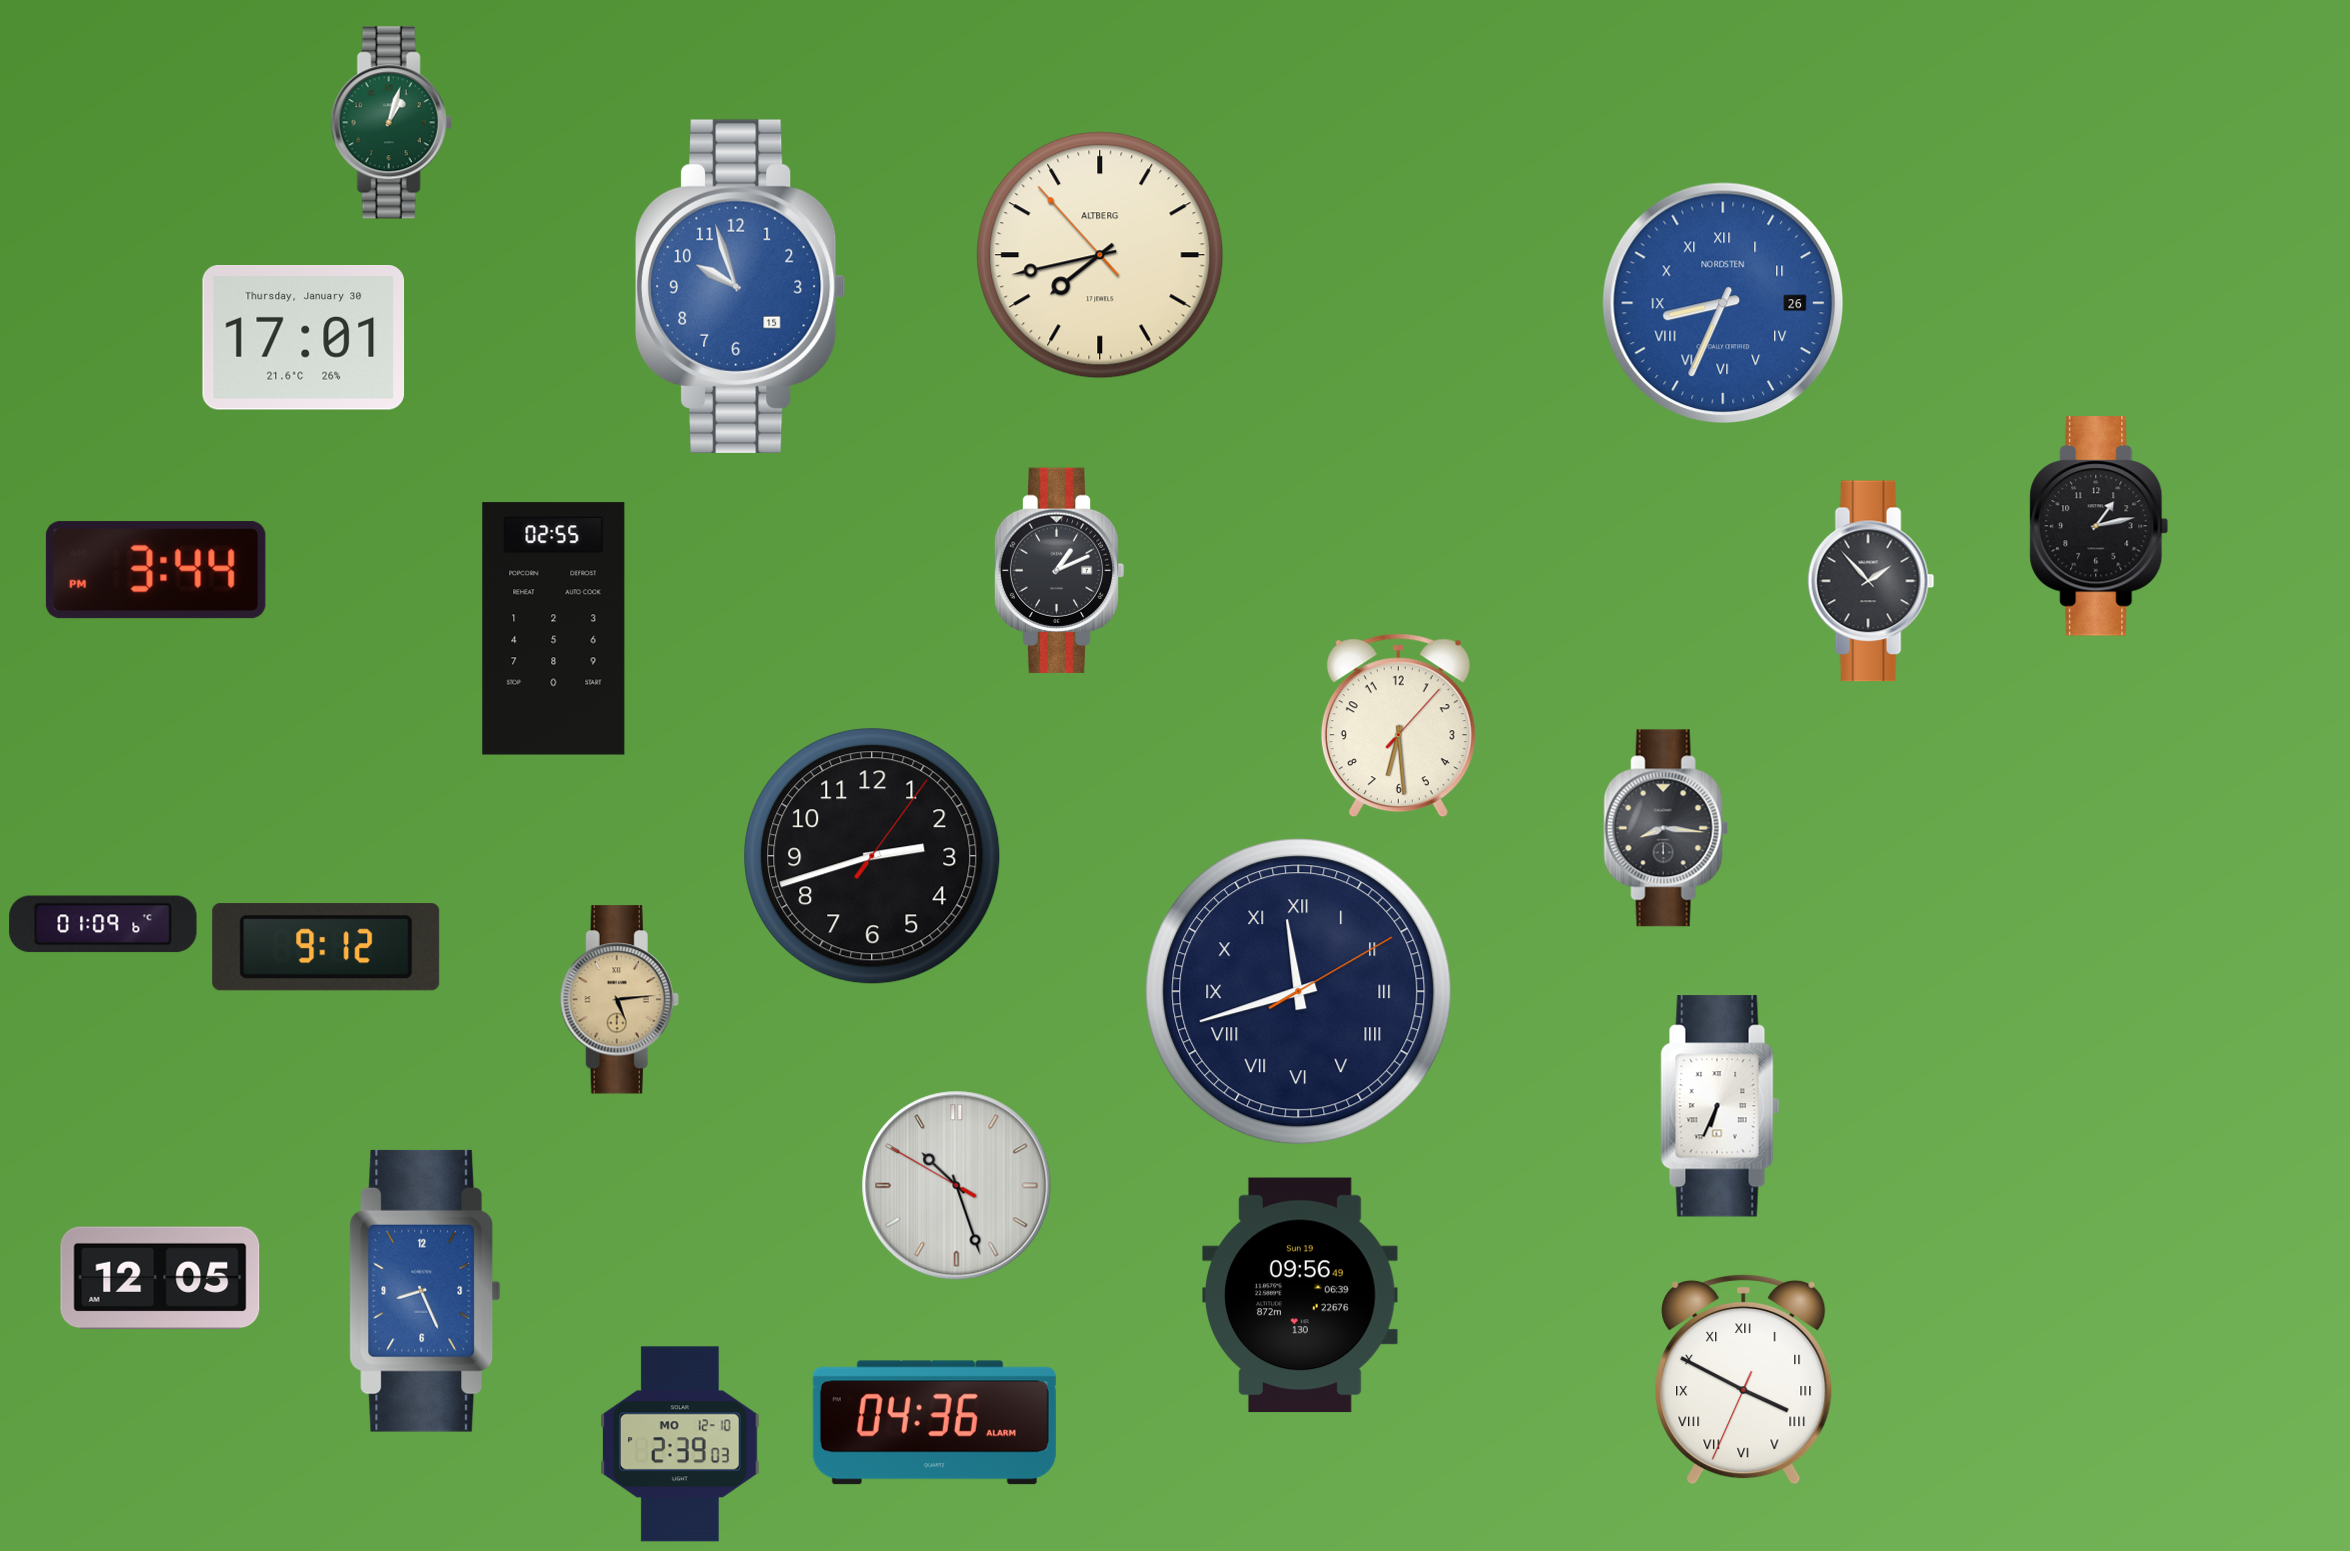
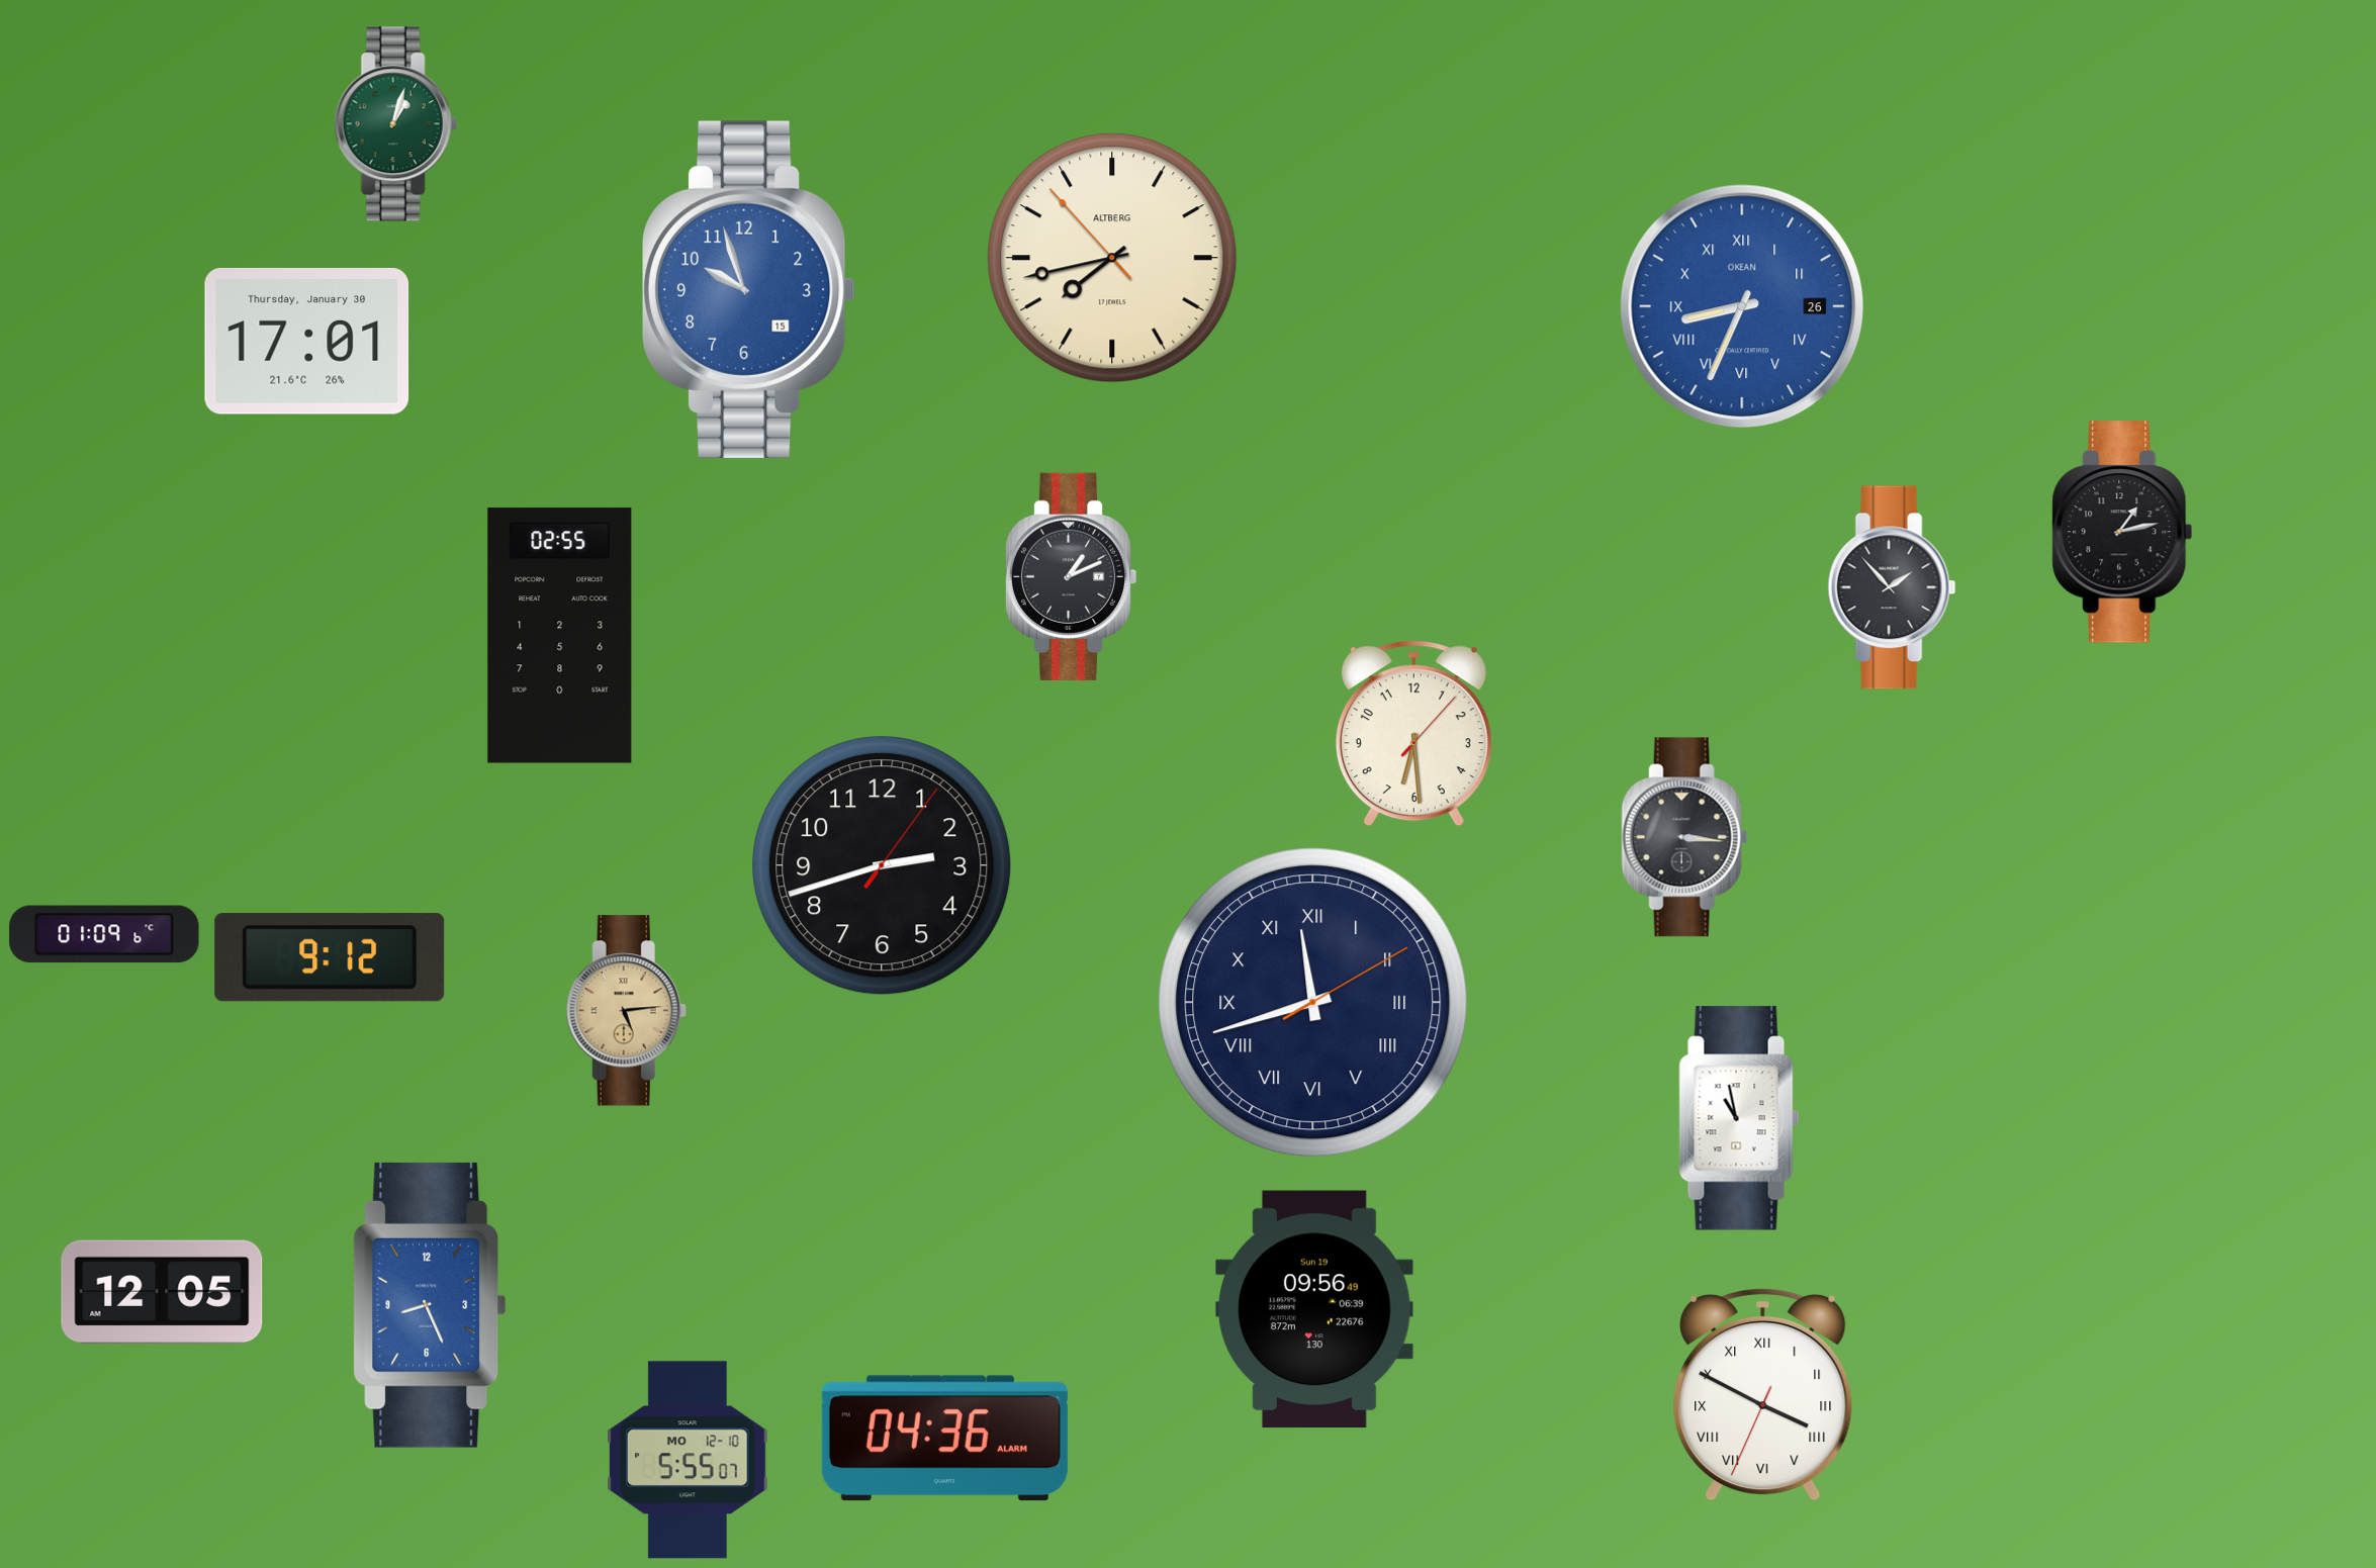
clock at (1723, 303) brand: NORDSTEN -> OKEAN
clock at (156, 570): 3:44 -> none
clock at (1666, 828): 8:16 -> 3:16
clock at (1720, 1106): 6:34 -> 10:58
clock at (957, 1186): 10:26 -> none
clock at (680, 1444): 2:39 -> 5:55
